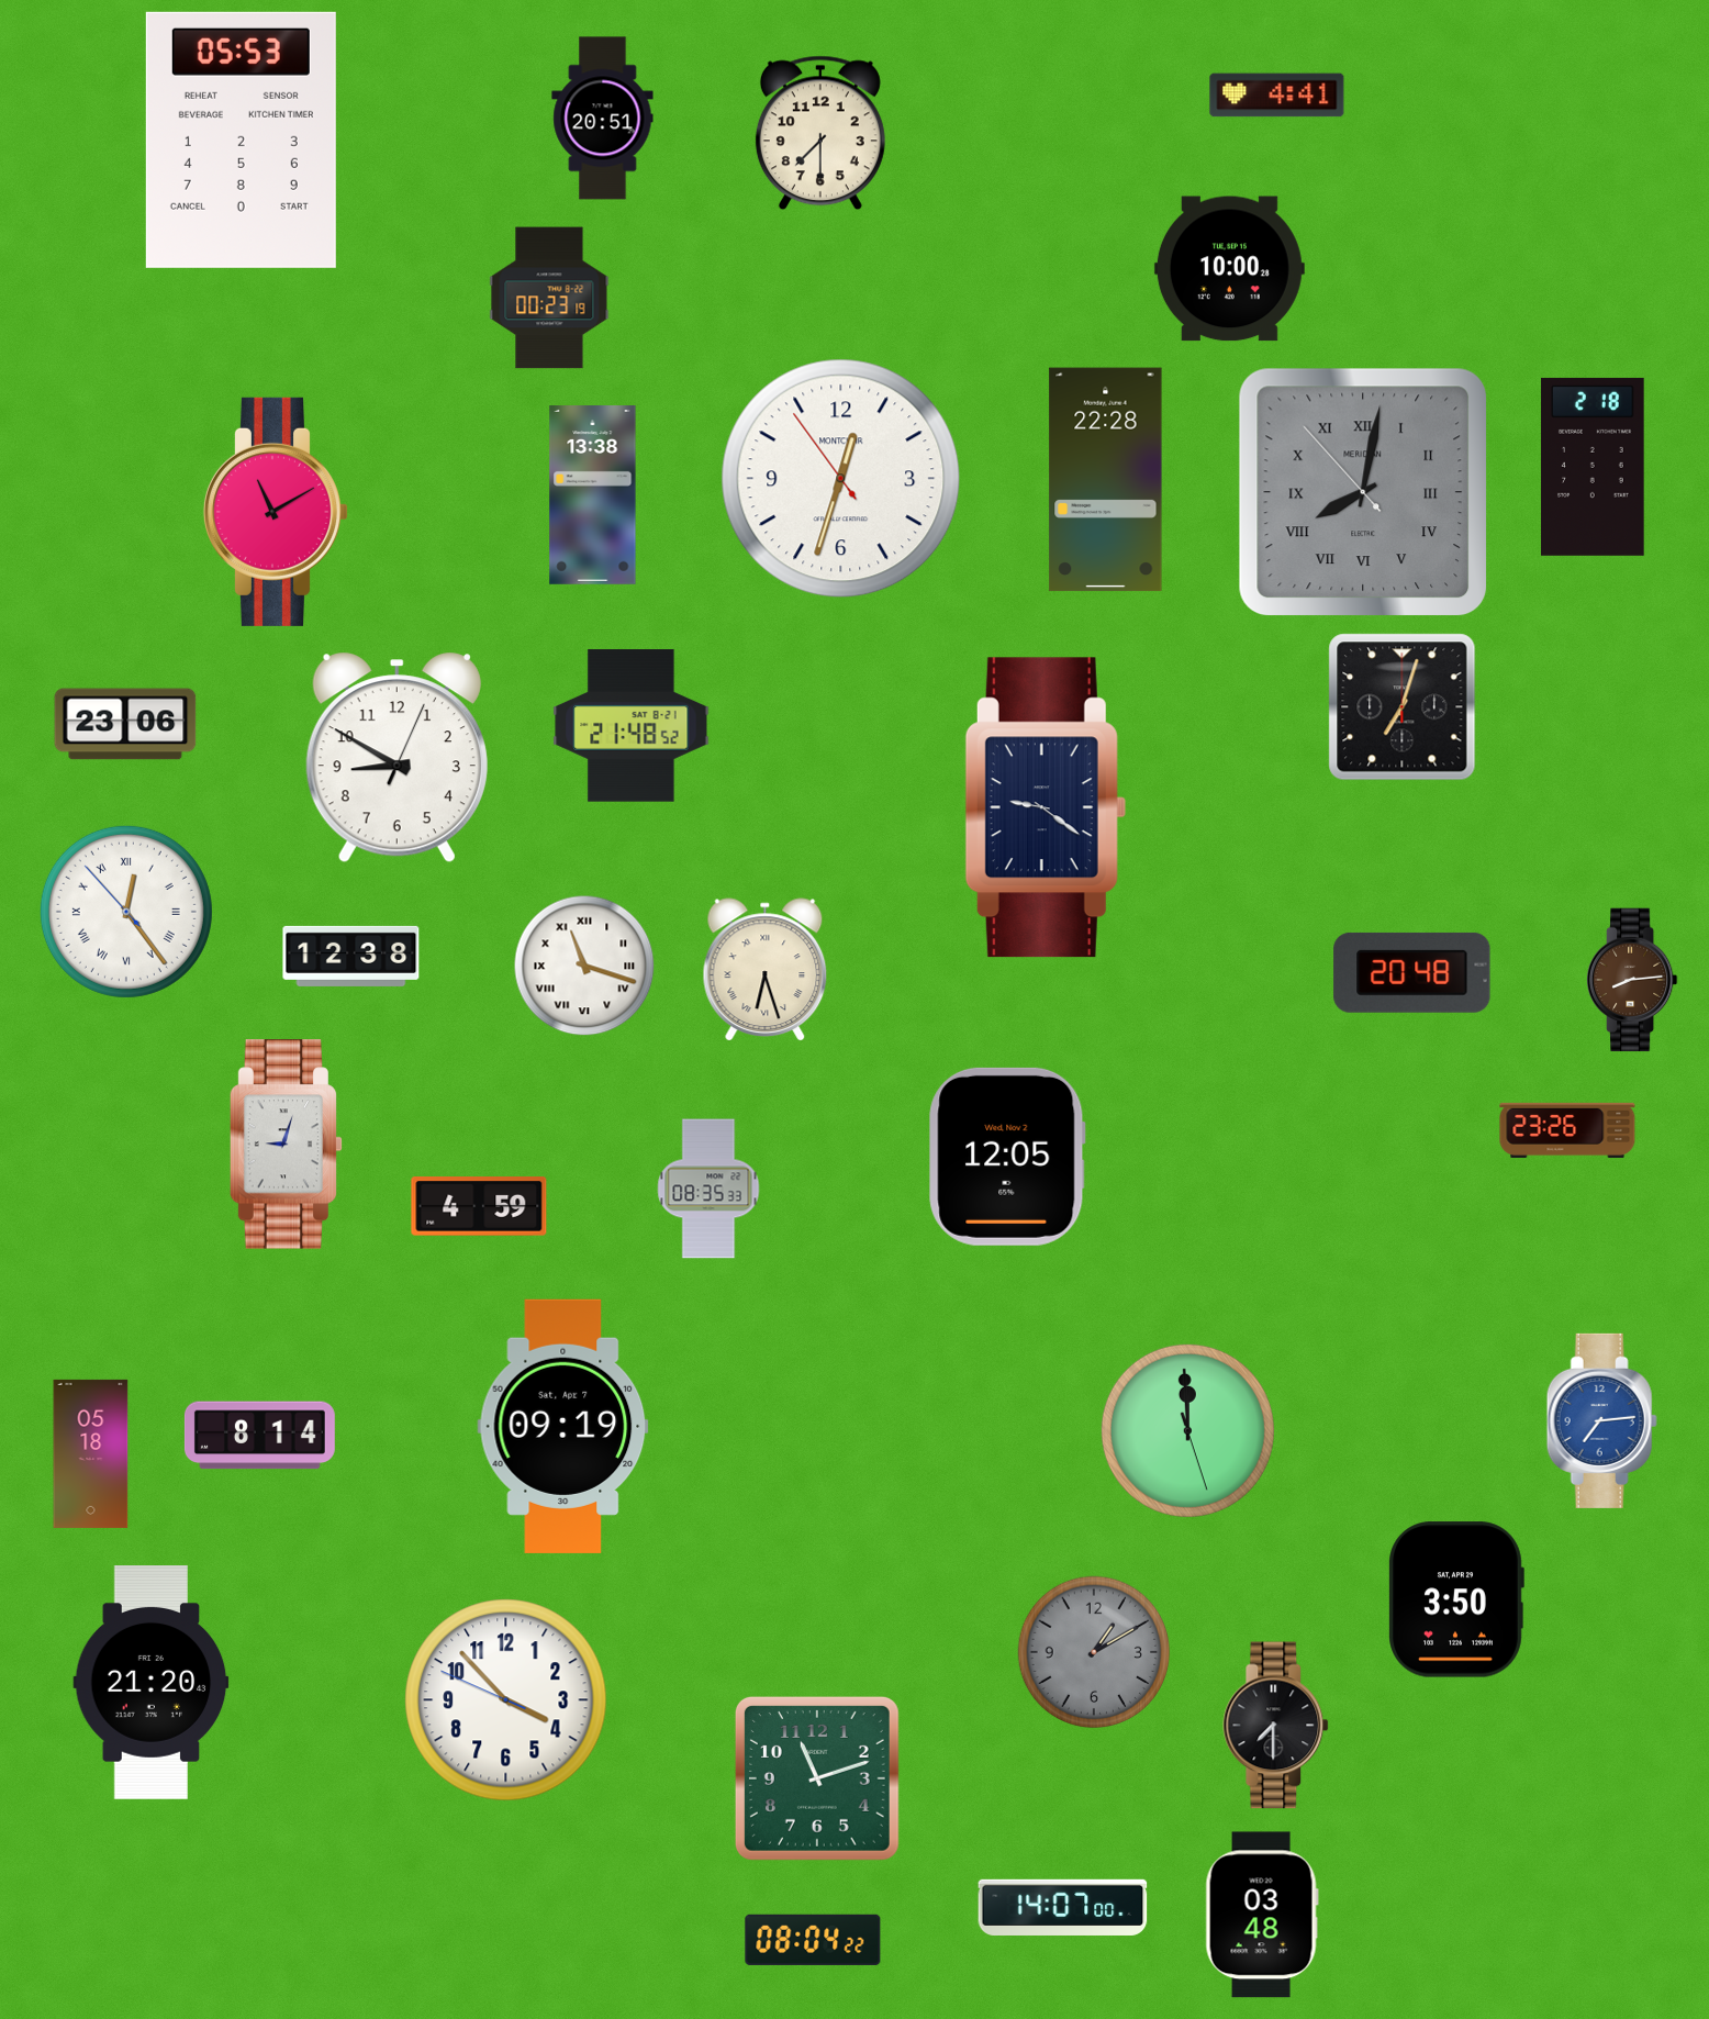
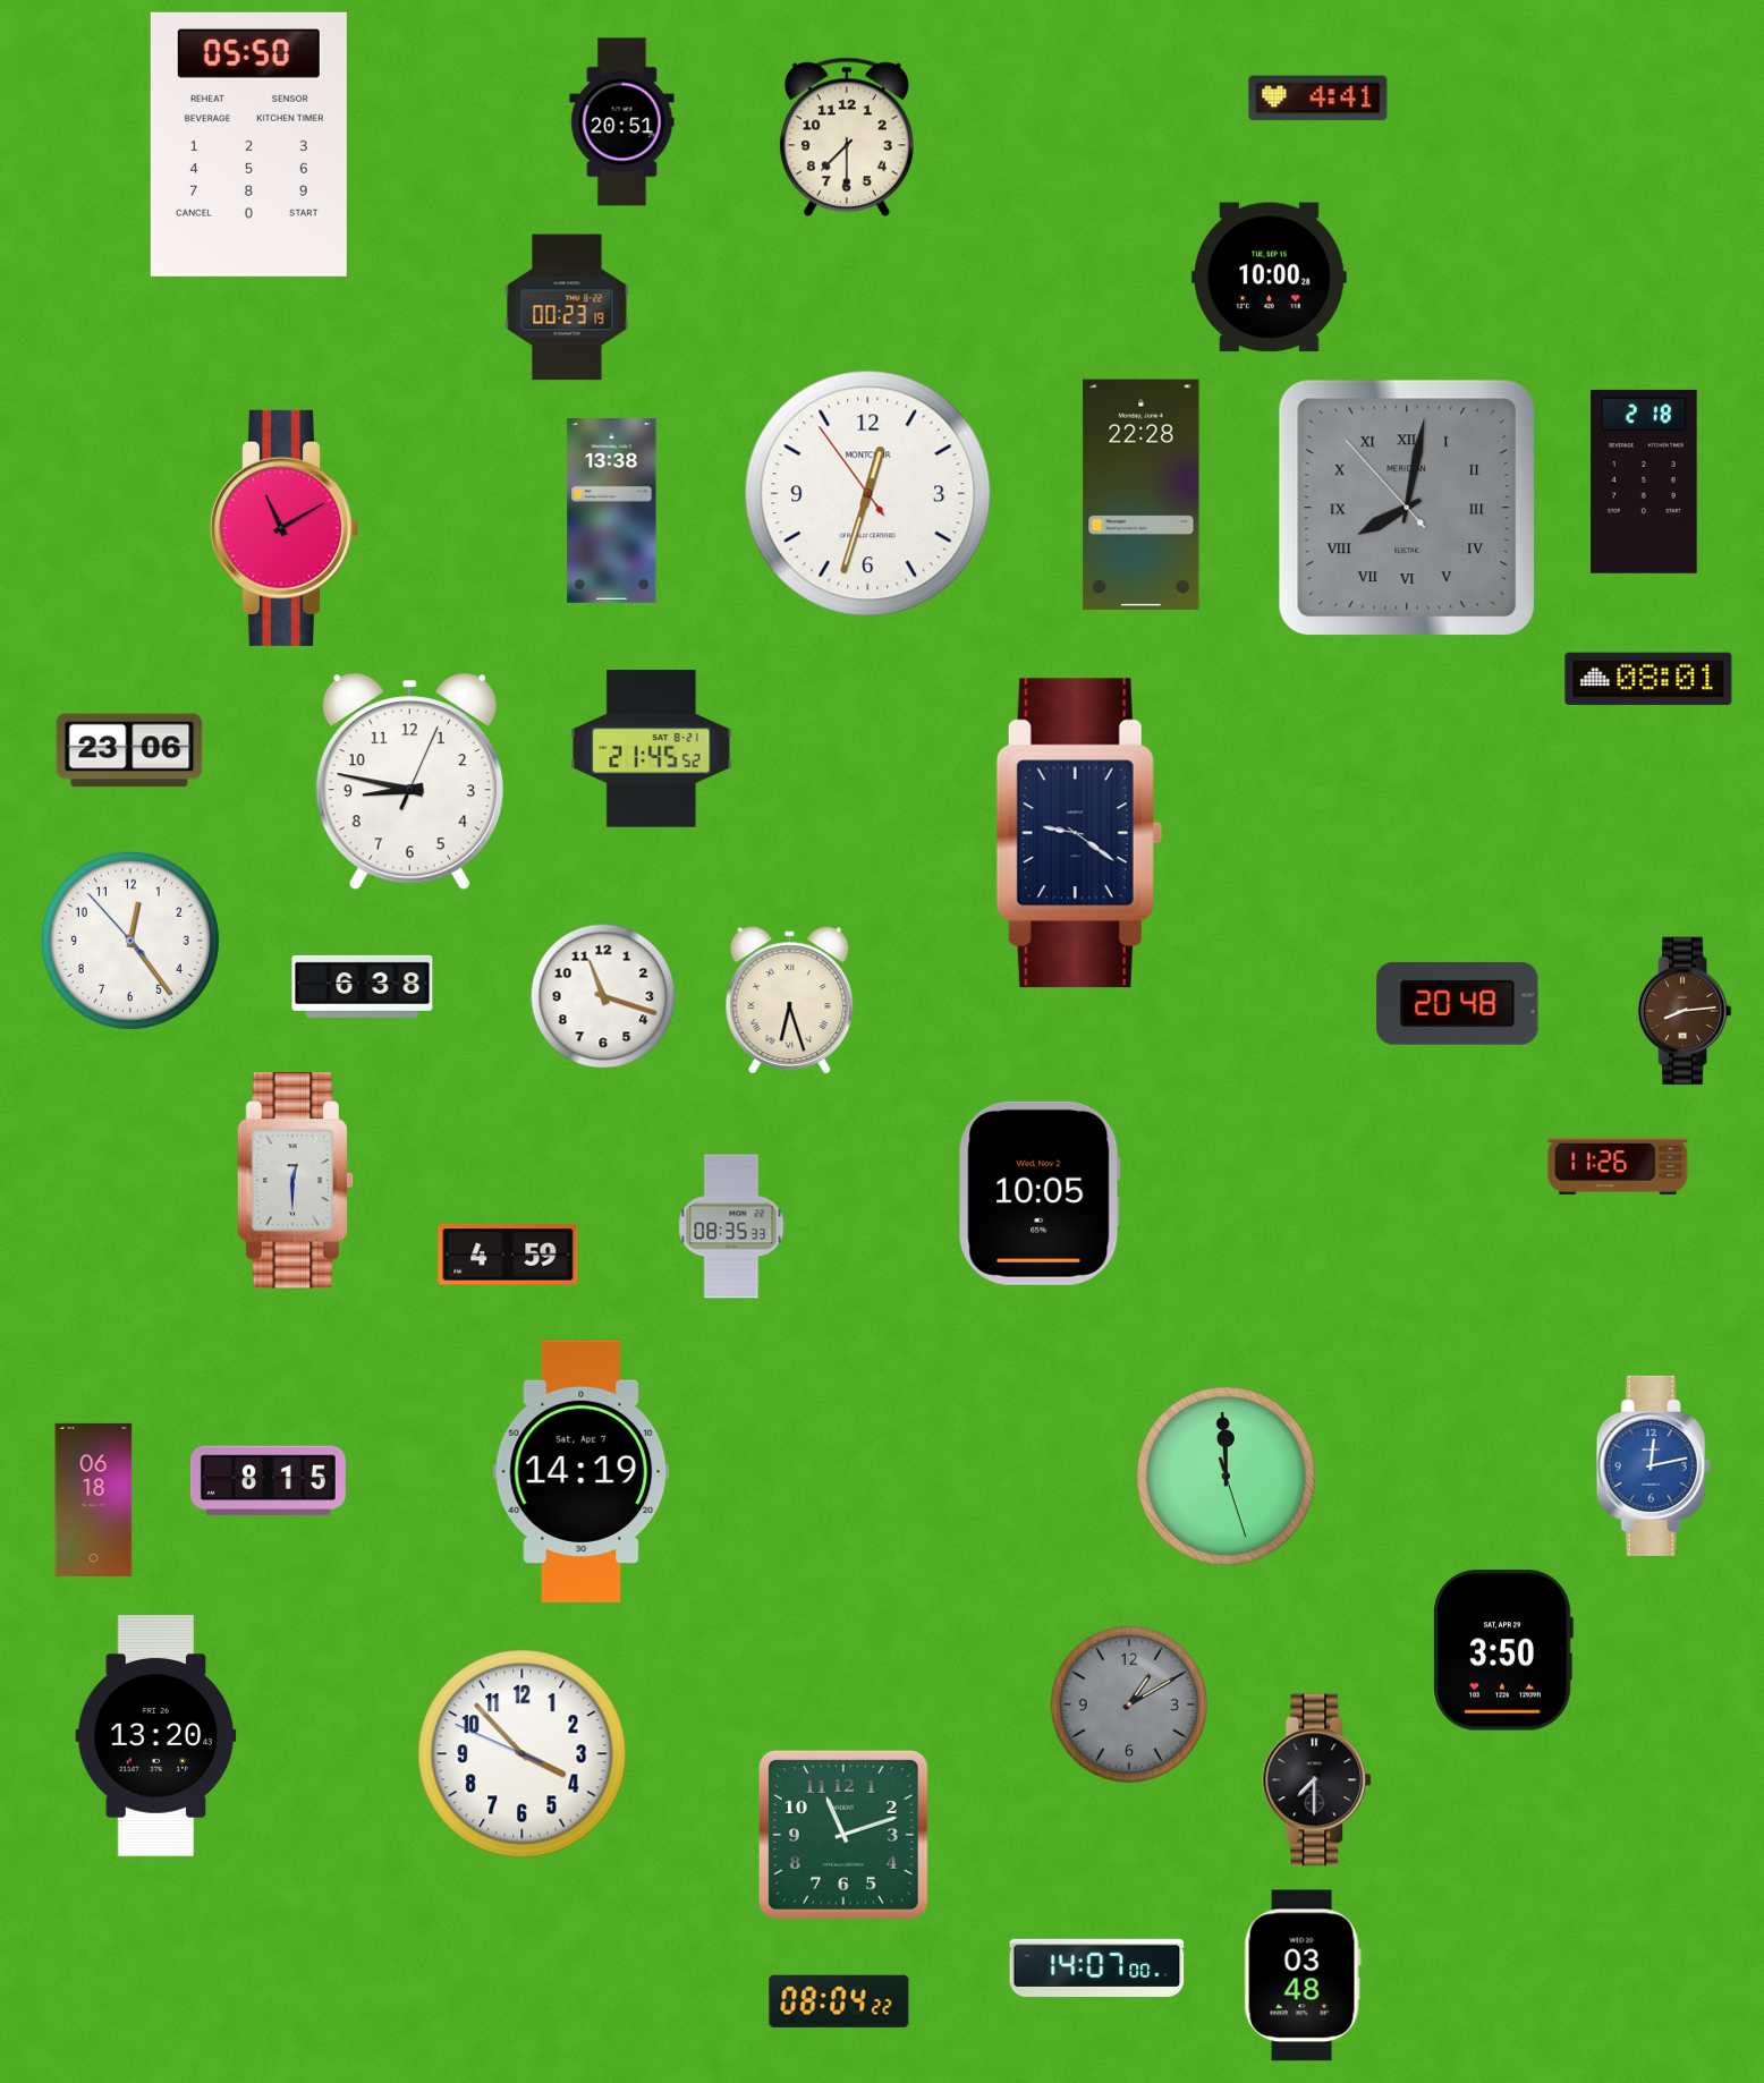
clock at (241, 140): 05:53 -> 05:50
clock at (1648, 679): none -> 08:01
clock at (1403, 707): 7:03 -> none
clock at (125, 724) position: (125, 724) -> (129, 750)
clock at (632, 726): 21:48 -> 21:45
clock at (396, 758): 8:50 -> 8:47
clock at (126, 912) numerals: Roman -> Arabic
clock at (351, 956): 12:38 -> 6:38
clock at (584, 966) numerals: Roman -> Arabic
clock at (1567, 1130): 23:26 -> 11:26
clock at (287, 1145): 9:03 -> 12:30
clock at (1007, 1157): 12:05 -> 10:05
clock at (479, 1206) position: (479, 1206) -> (508, 1255)
clock at (1601, 1420): 7:14 -> 12:13
clock at (563, 1426): 09:19 -> 14:19
clock at (259, 1436): 8:14 -> 8:15
clock at (91, 1453): 05:18 -> 06:18
clock at (152, 1683): 21:20 -> 13:20
